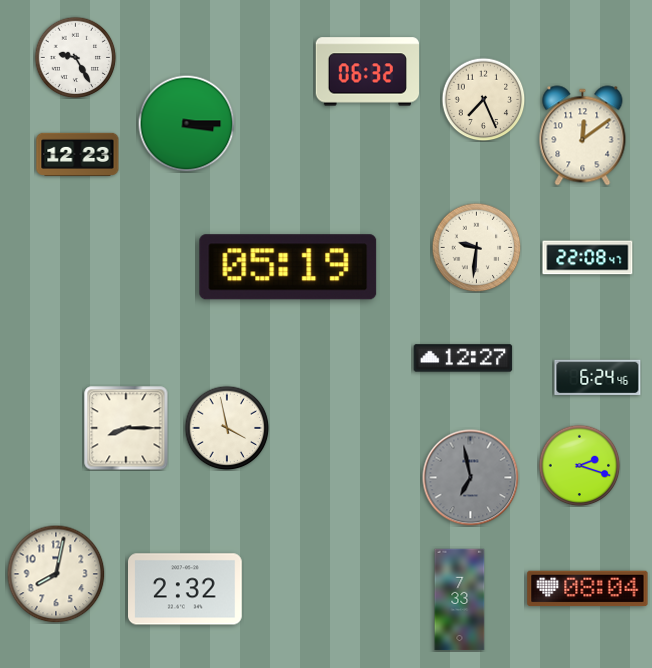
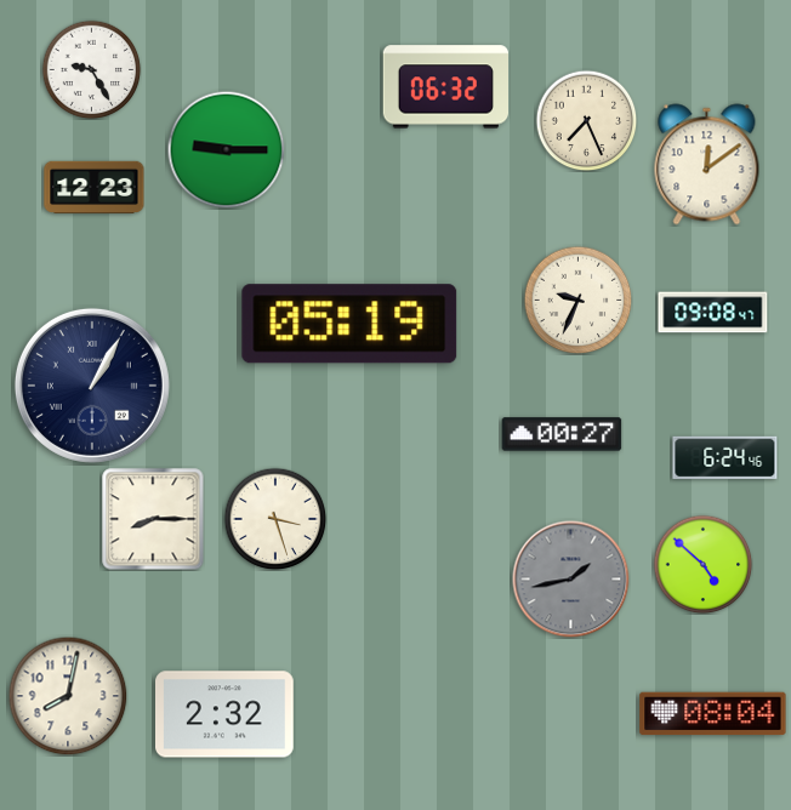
clock at (186, 123): 3:15 -> 9:15
clock at (476, 247): 9:31 -> 9:34
clock at (588, 258): 22:08 -> 09:08
clock at (92, 386): none -> 1:05
clock at (463, 358): 12:27 -> 00:27
clock at (227, 428): 3:58 -> 3:27
clock at (579, 465): 2:18 -> 4:52
clock at (471, 478): 6:58 -> 1:43
clock at (460, 600): 7:33 -> none
